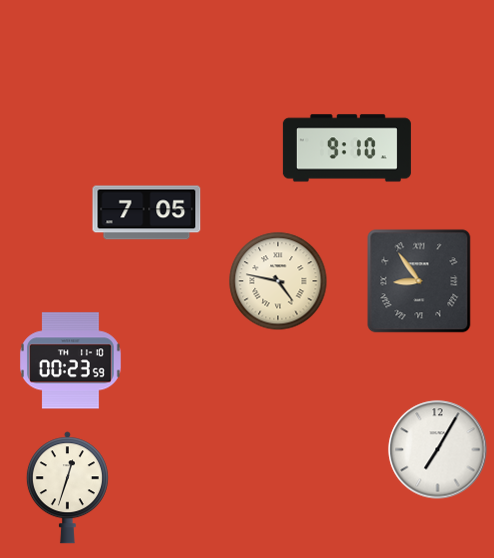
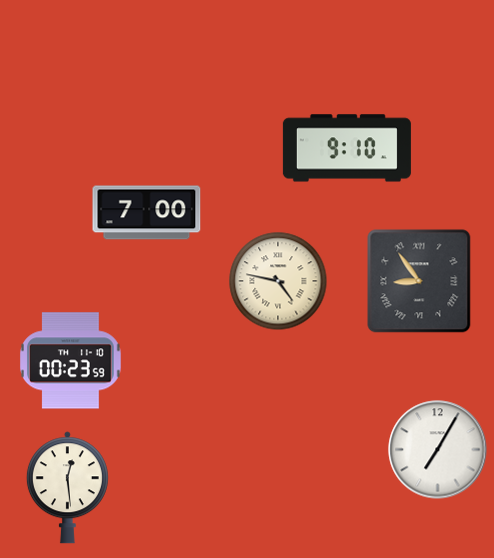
clock at (147, 213): 7:05 -> 7:00
clock at (67, 488): 12:33 -> 12:29
